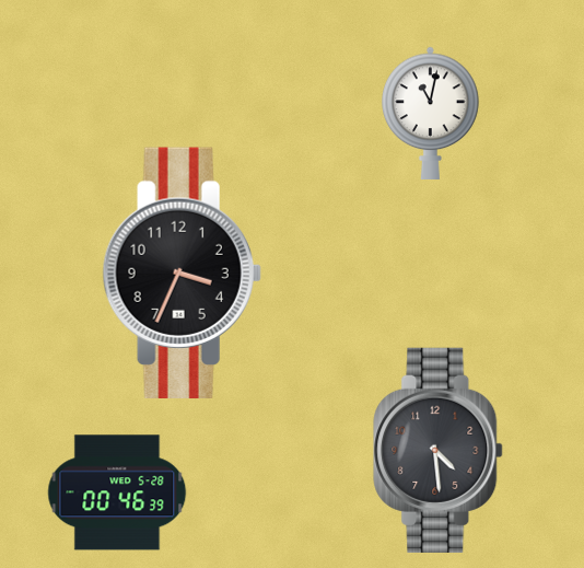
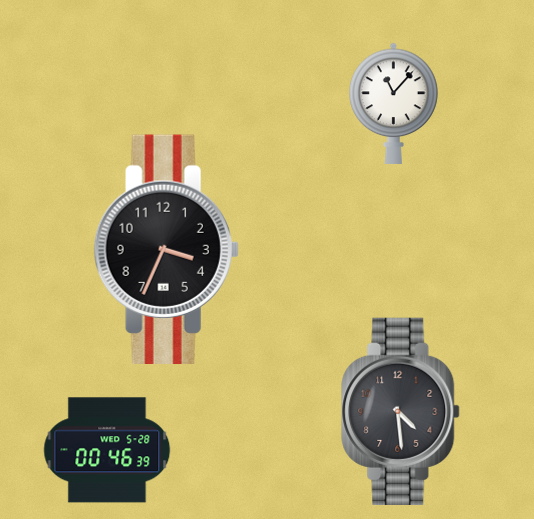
clock at (431, 113): 11:02 -> 11:07
